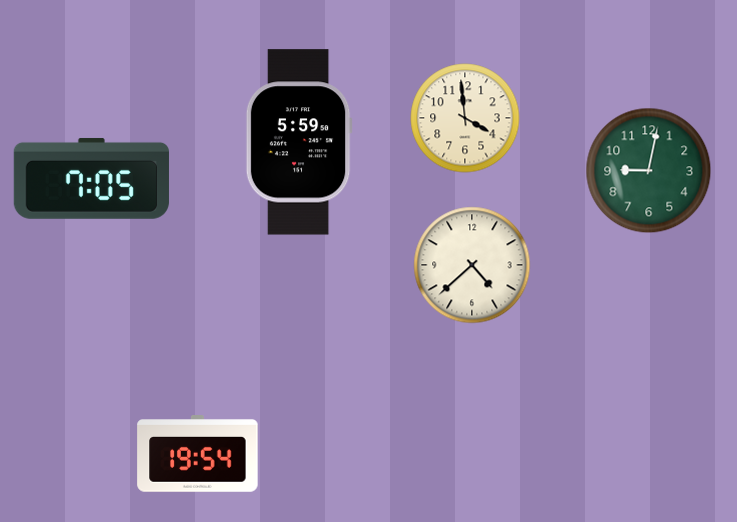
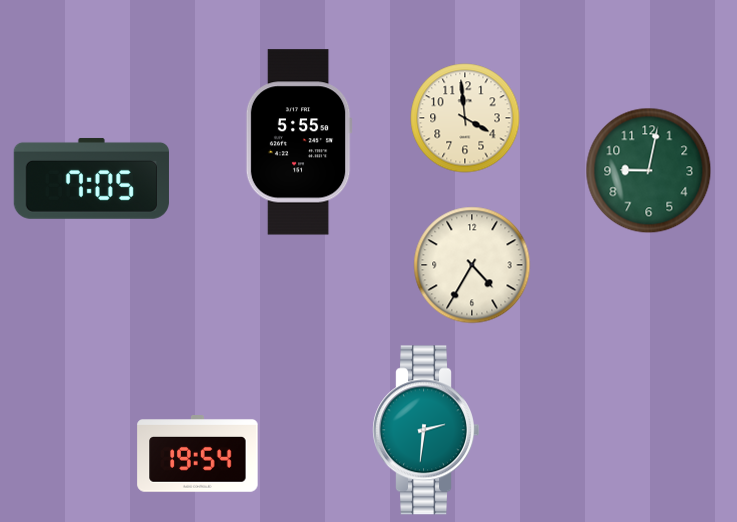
clock at (299, 142): 5:59 -> 5:55
clock at (472, 265): 4:38 -> 4:35
clock at (425, 430): none -> 2:31
